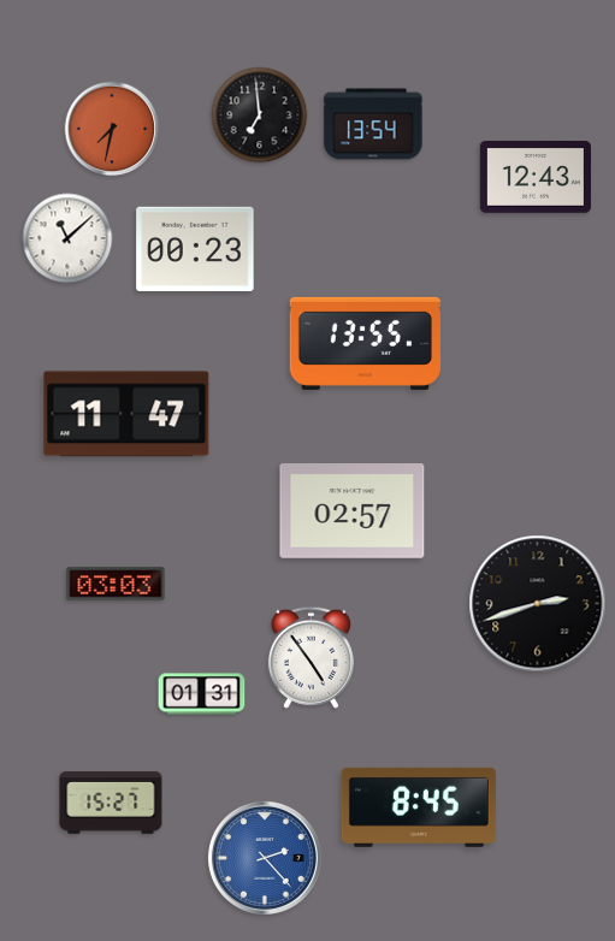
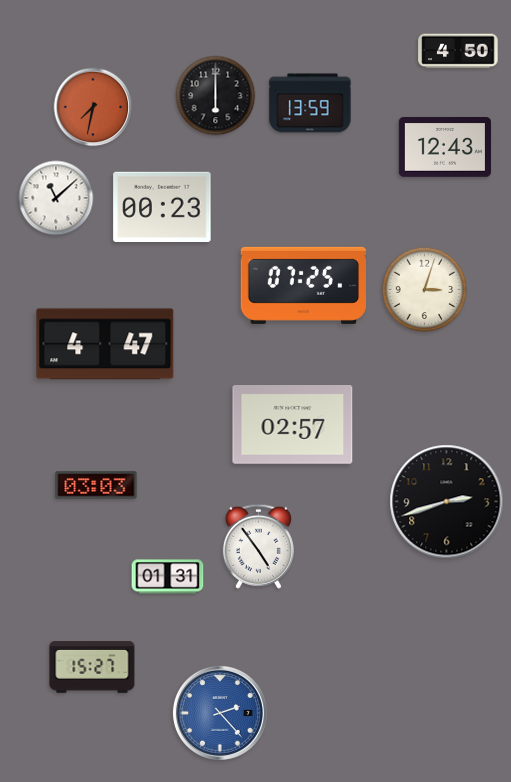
clock at (458, 51): none -> 4:50
clock at (260, 116): 6:59 -> 6:00
clock at (373, 124): 13:54 -> 13:59
clock at (366, 343): 13:55 -> 07:25
clock at (425, 290): none -> 3:03
clock at (126, 414): 11:47 -> 4:47
clock at (419, 807): 8:45 -> none
